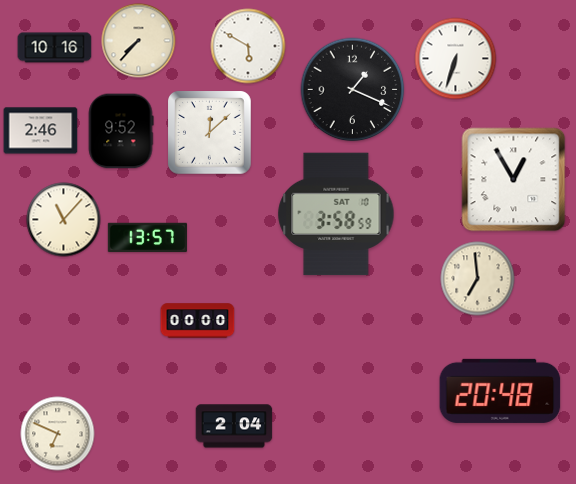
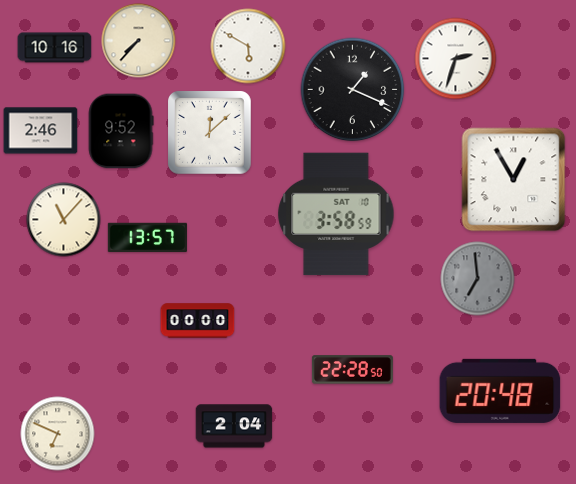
clock at (456, 59): 6:33 -> 2:33
clock at (478, 279) dial: cream -> grey
clock at (352, 370): none -> 22:28
